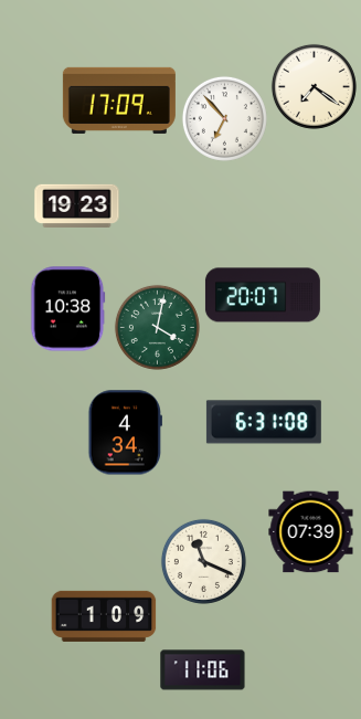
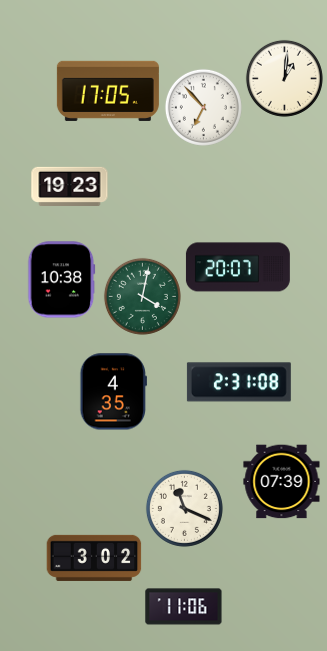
clock at (314, 86): 7:21 -> 1:01
clock at (119, 101): 17:09 -> 17:05
clock at (264, 422): 6:31 -> 2:31
clock at (125, 433): 4:34 -> 4:35
clock at (104, 616): 1:09 -> 3:02
